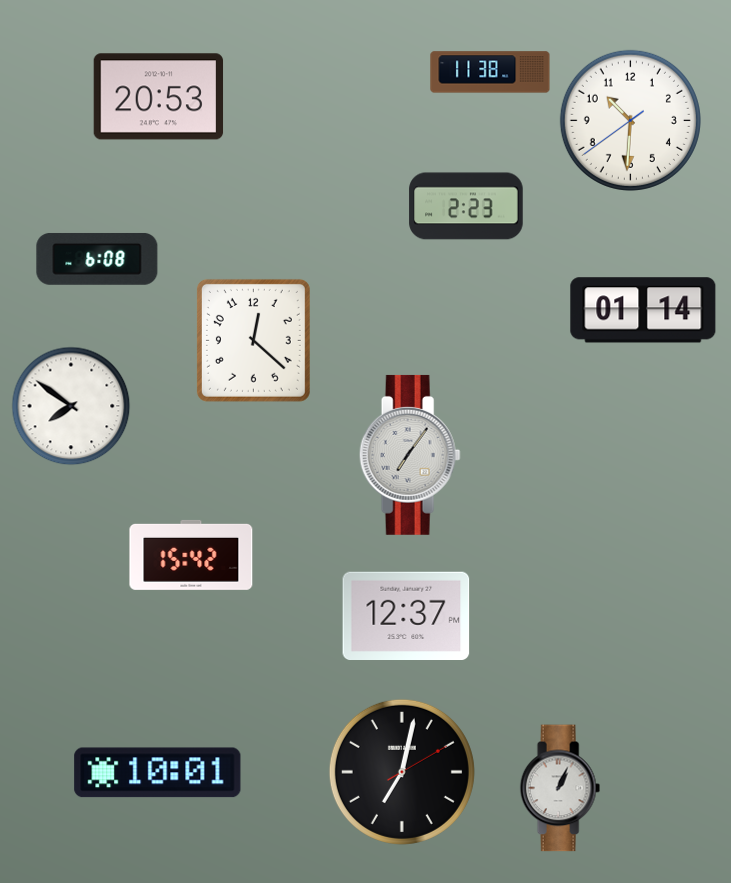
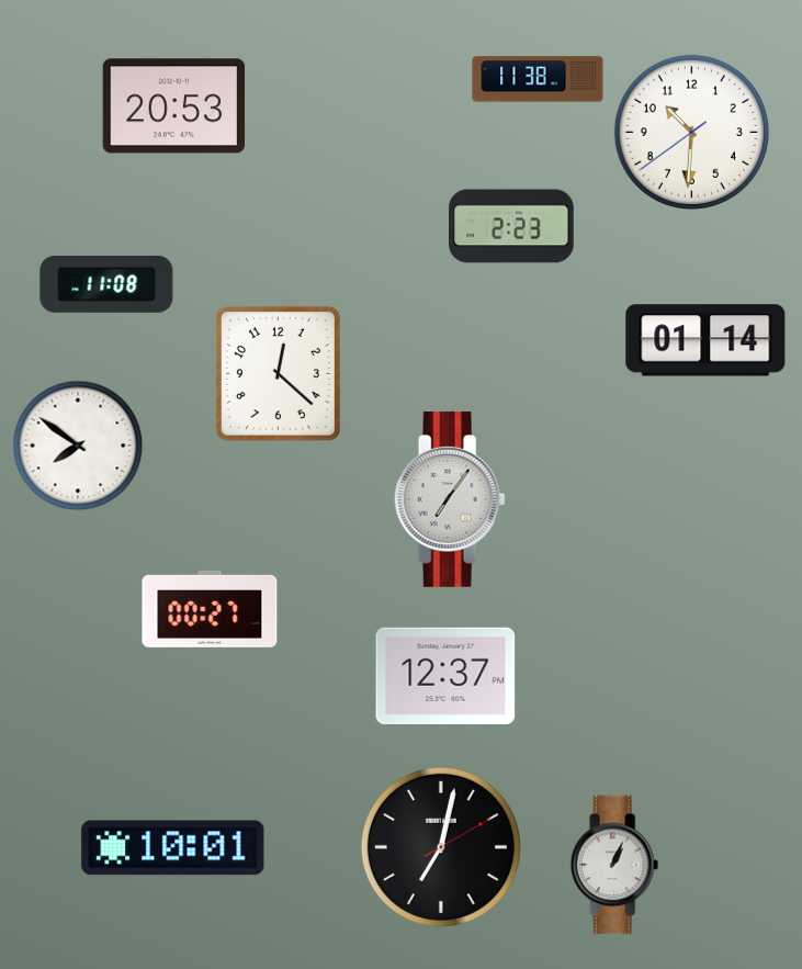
clock at (97, 259): 6:08 -> 11:08
clock at (191, 555): 15:42 -> 00:27
